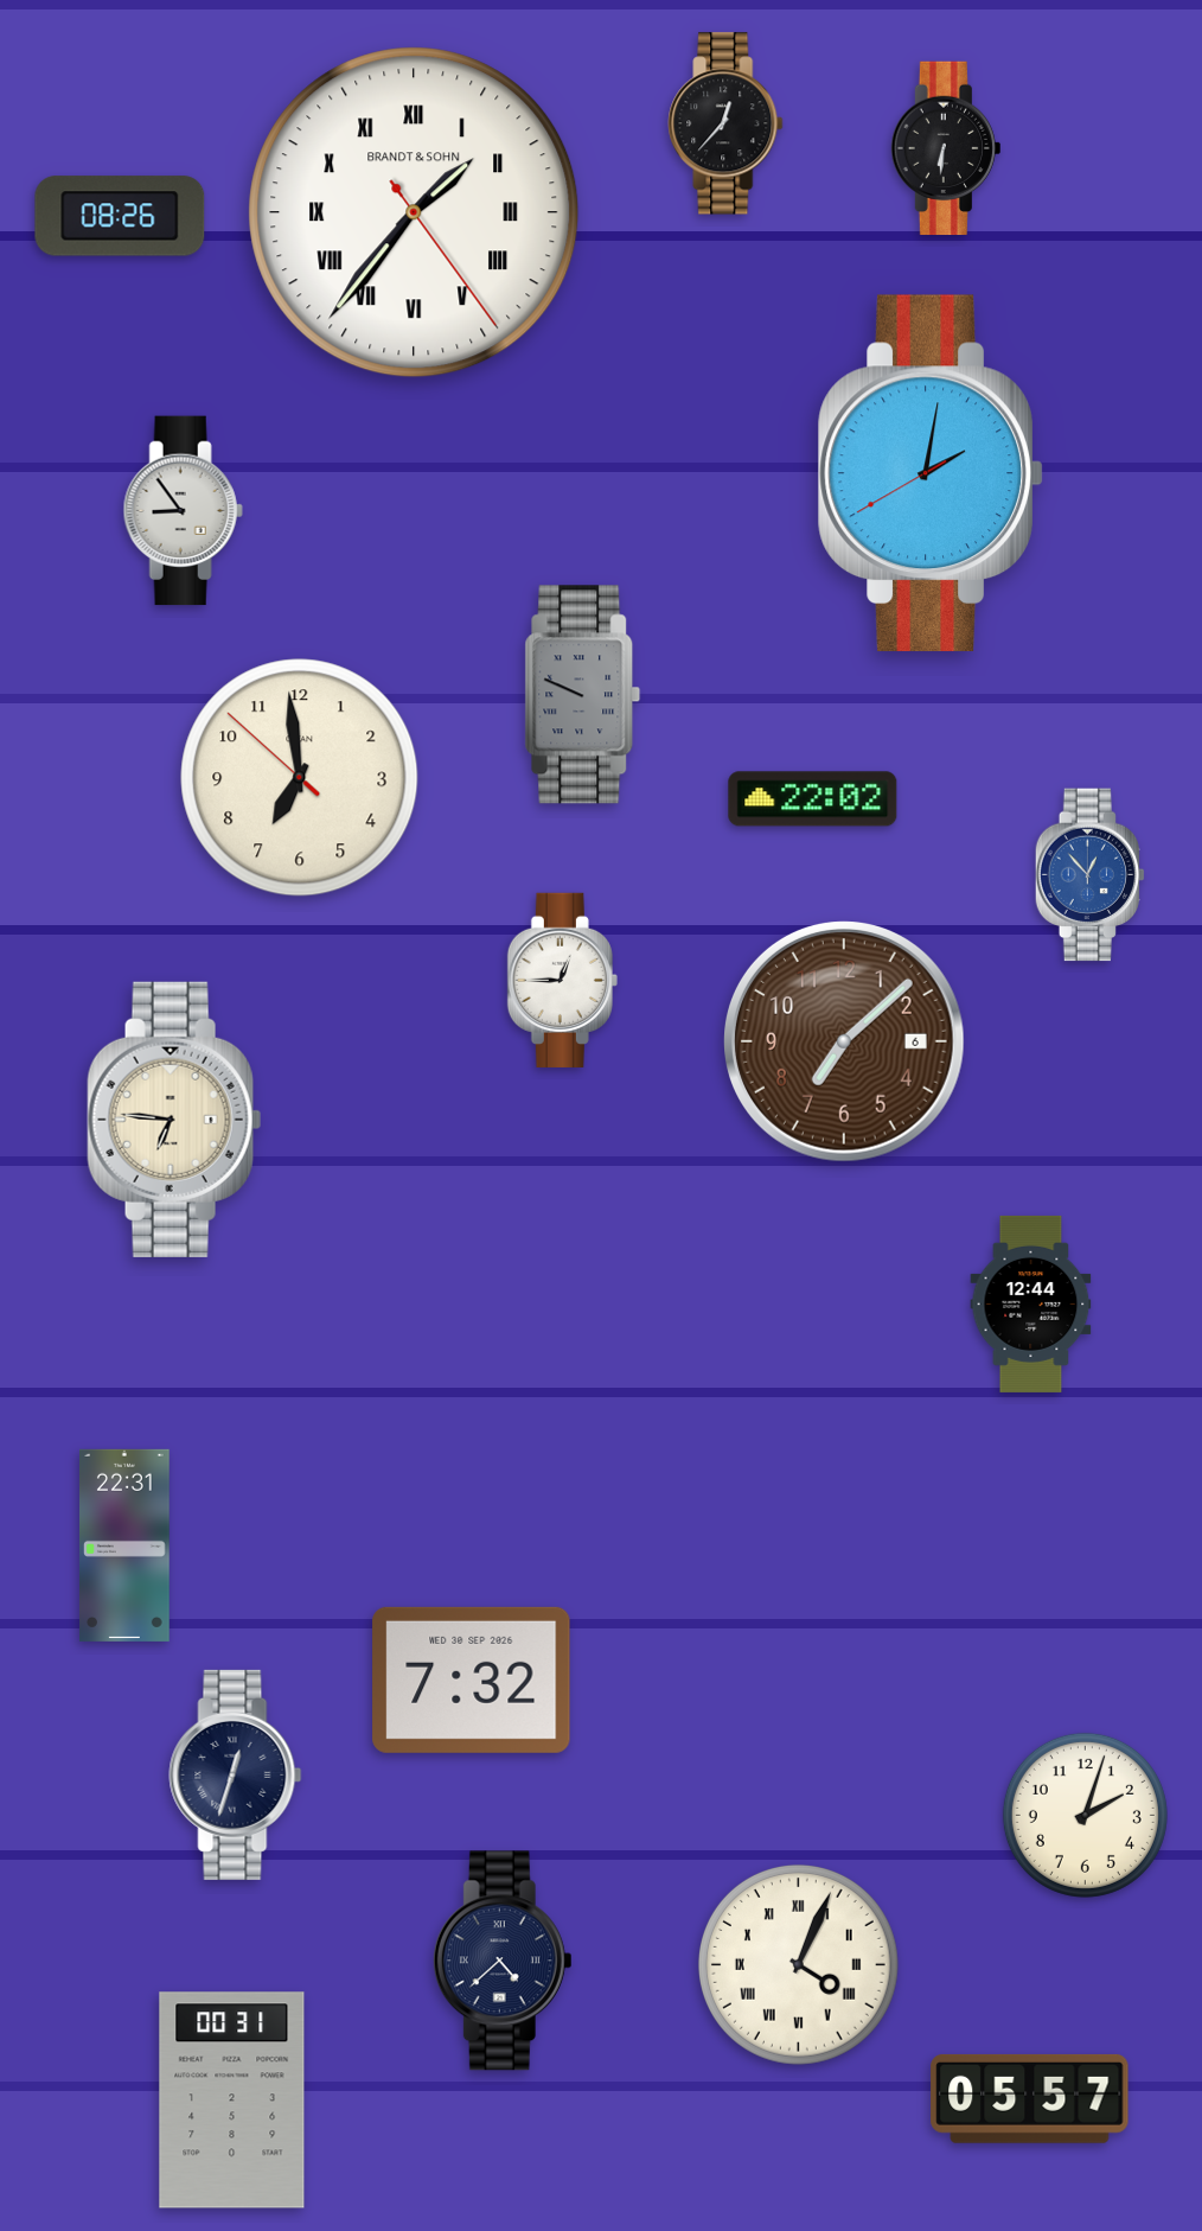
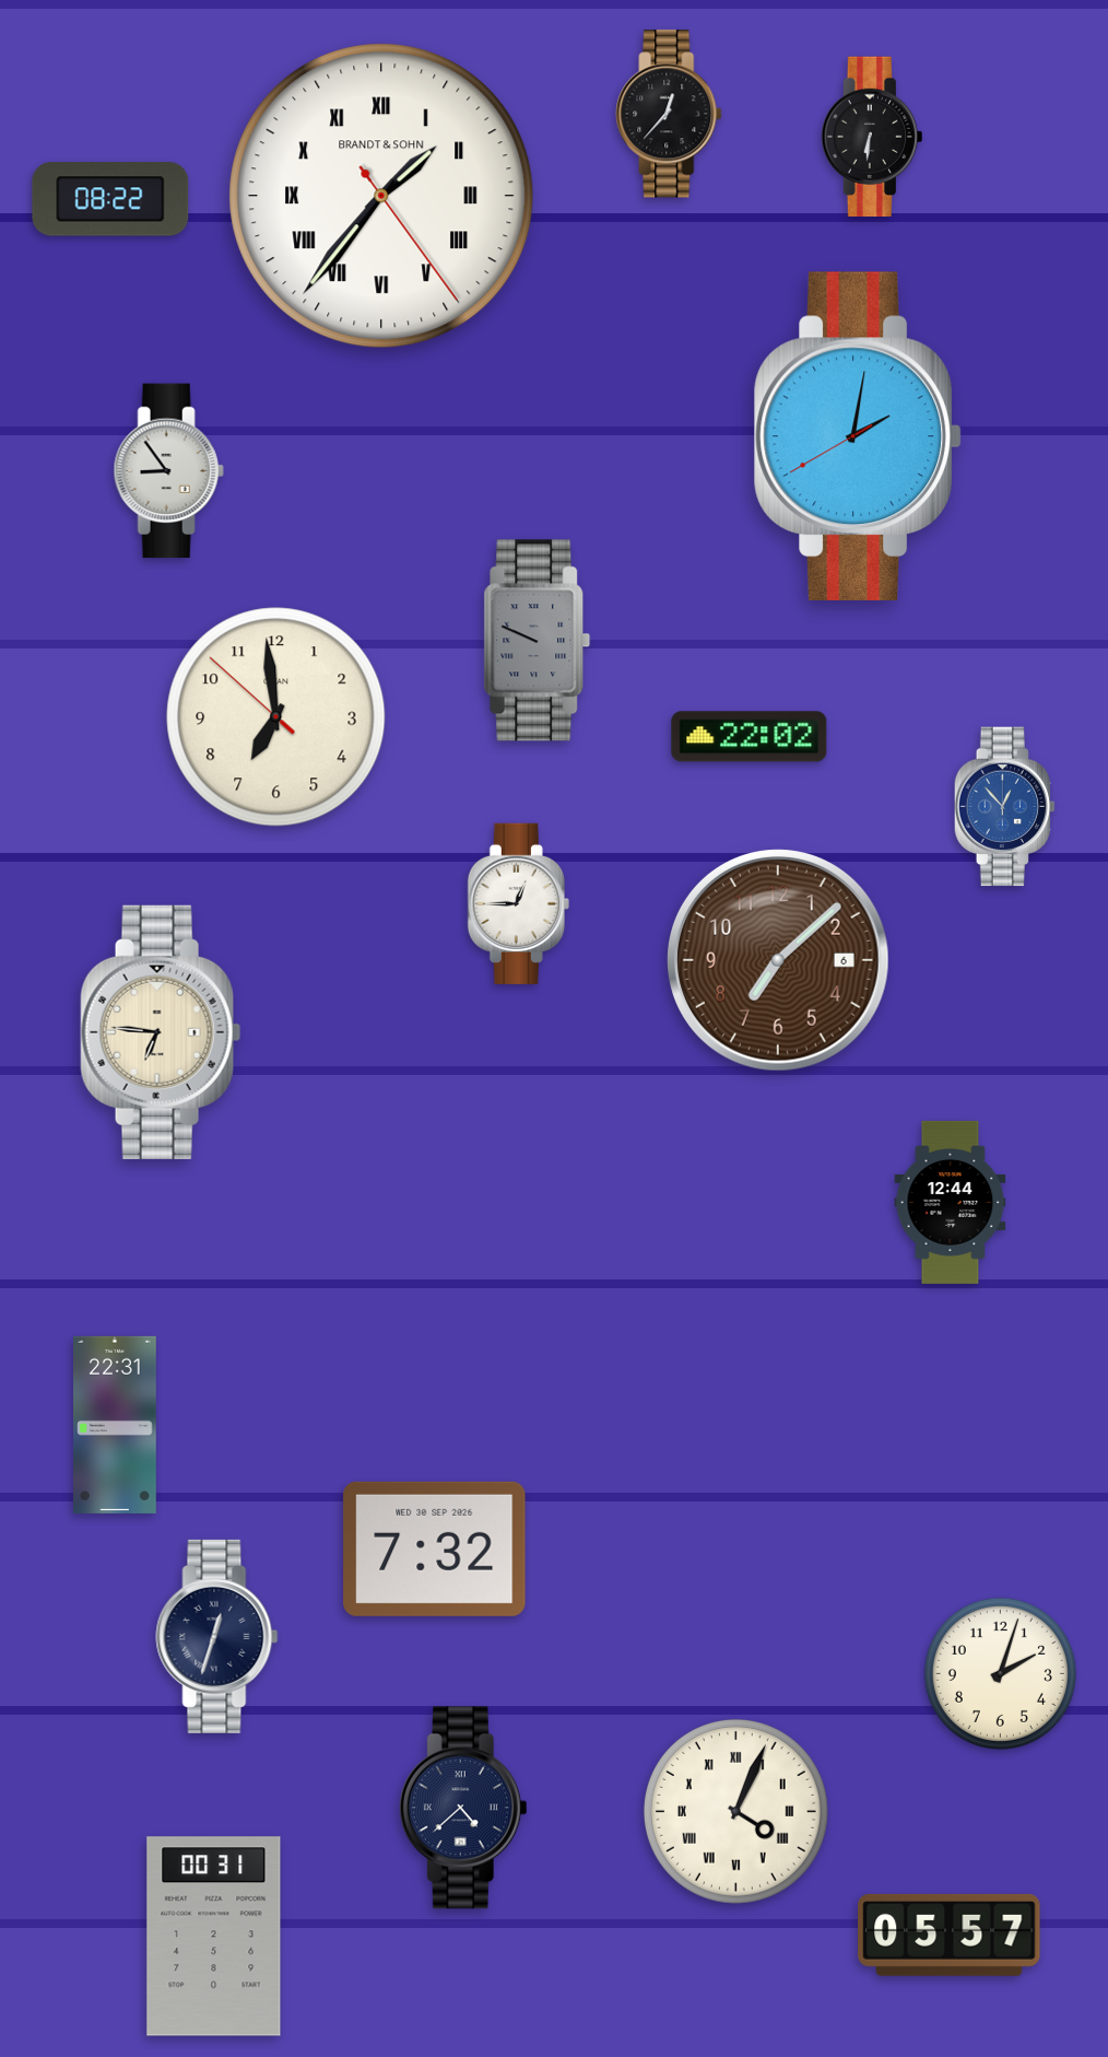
clock at (120, 216): 08:26 -> 08:22
